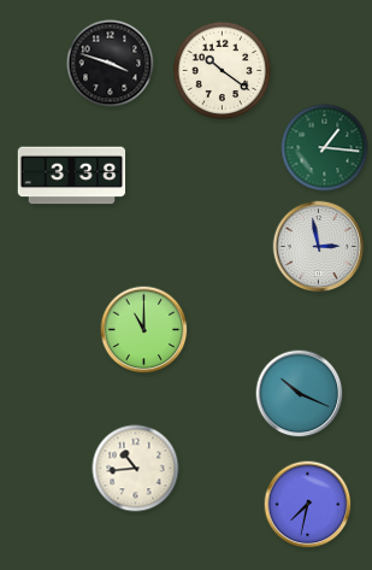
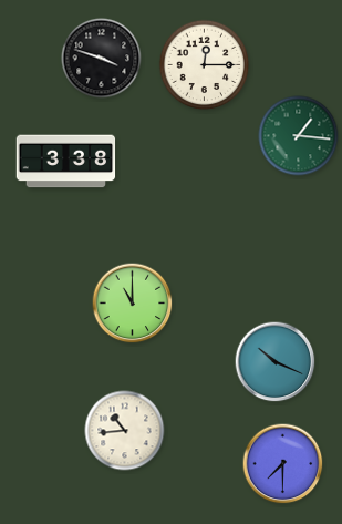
clock at (223, 71): 10:21 -> 12:15
clock at (319, 247): 2:58 -> none
clock at (308, 505): 7:32 -> 7:30
